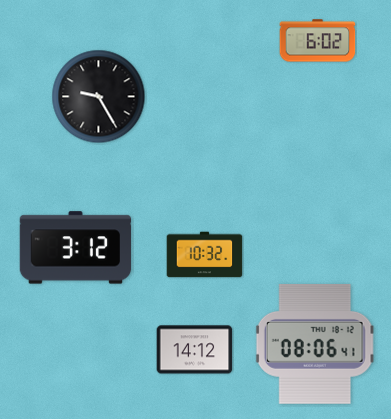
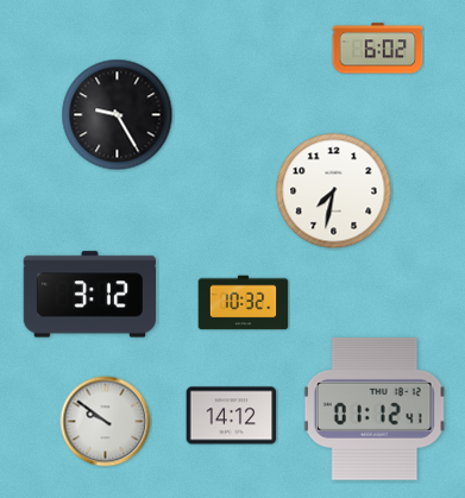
clock at (334, 191): none -> 7:32
clock at (315, 344): 08:06 -> 01:12
clock at (106, 422): none -> 9:51
